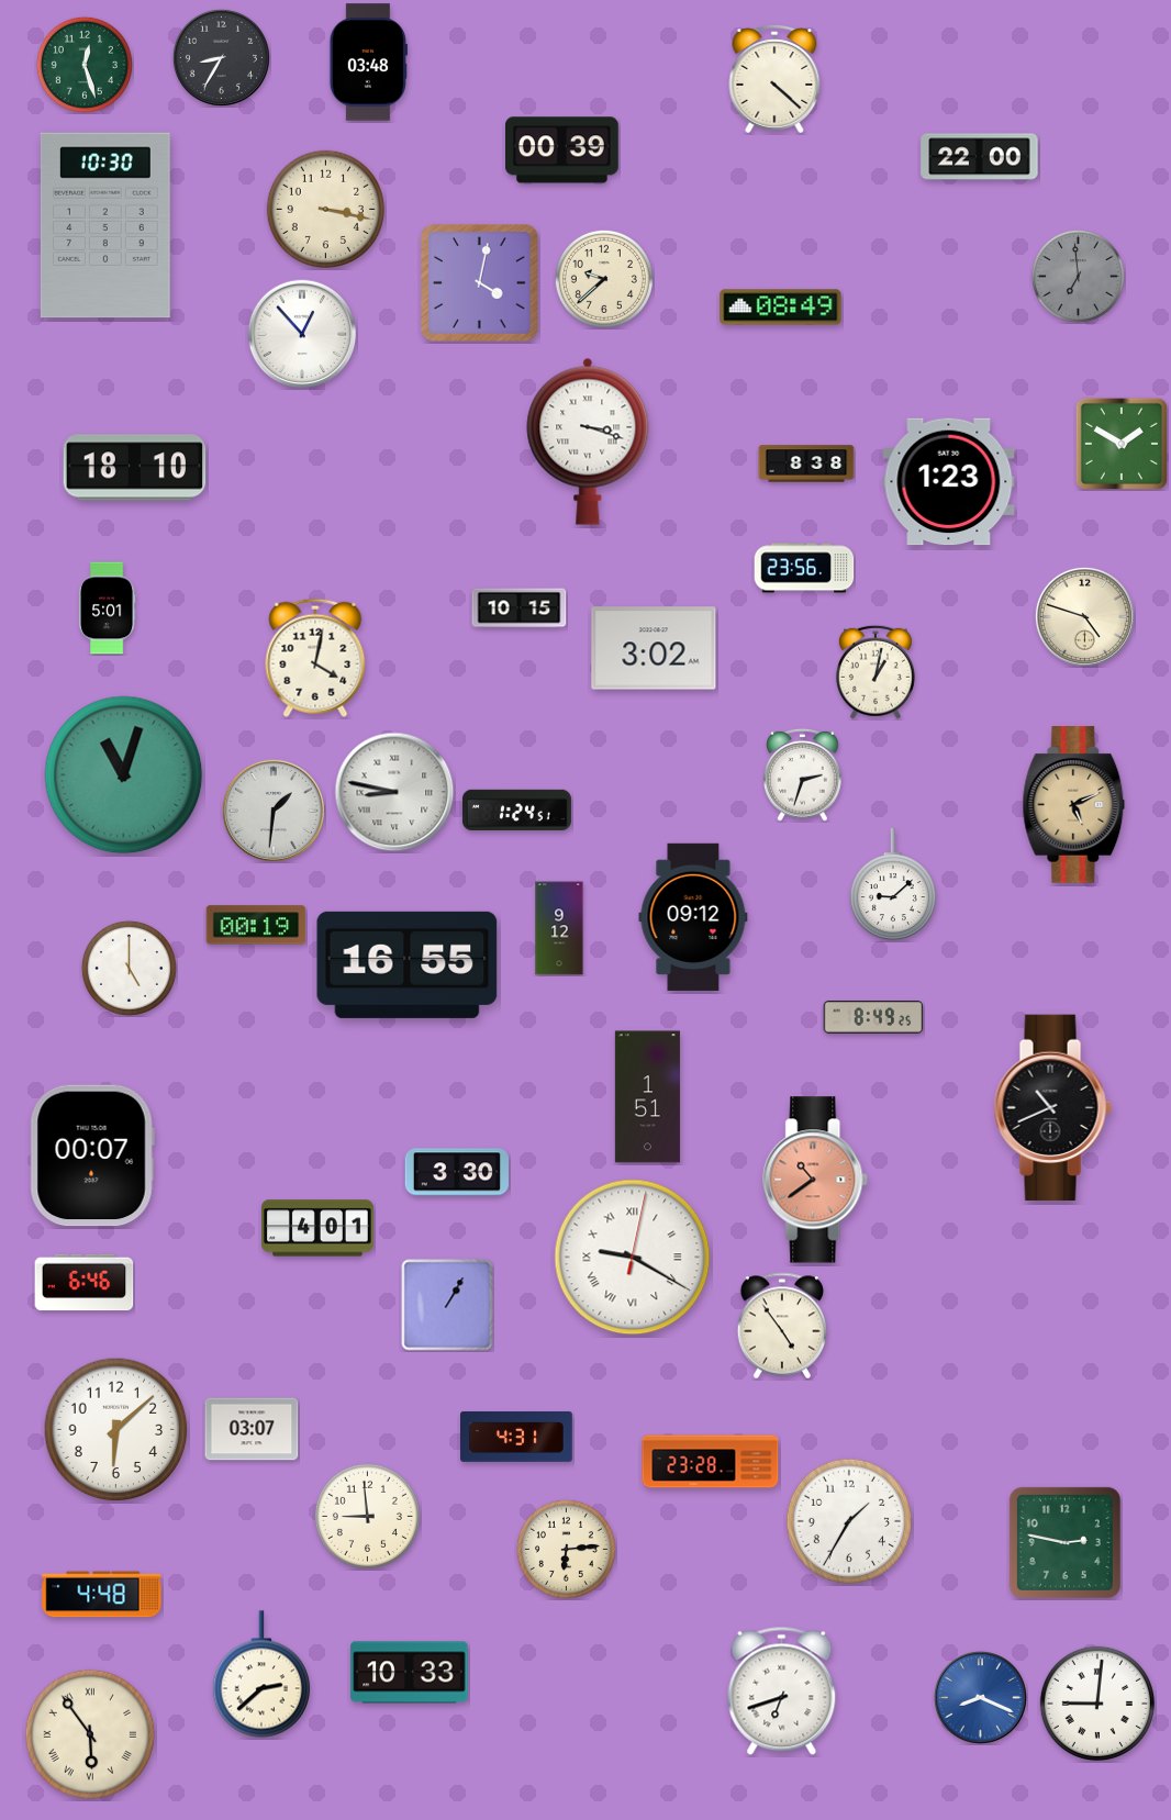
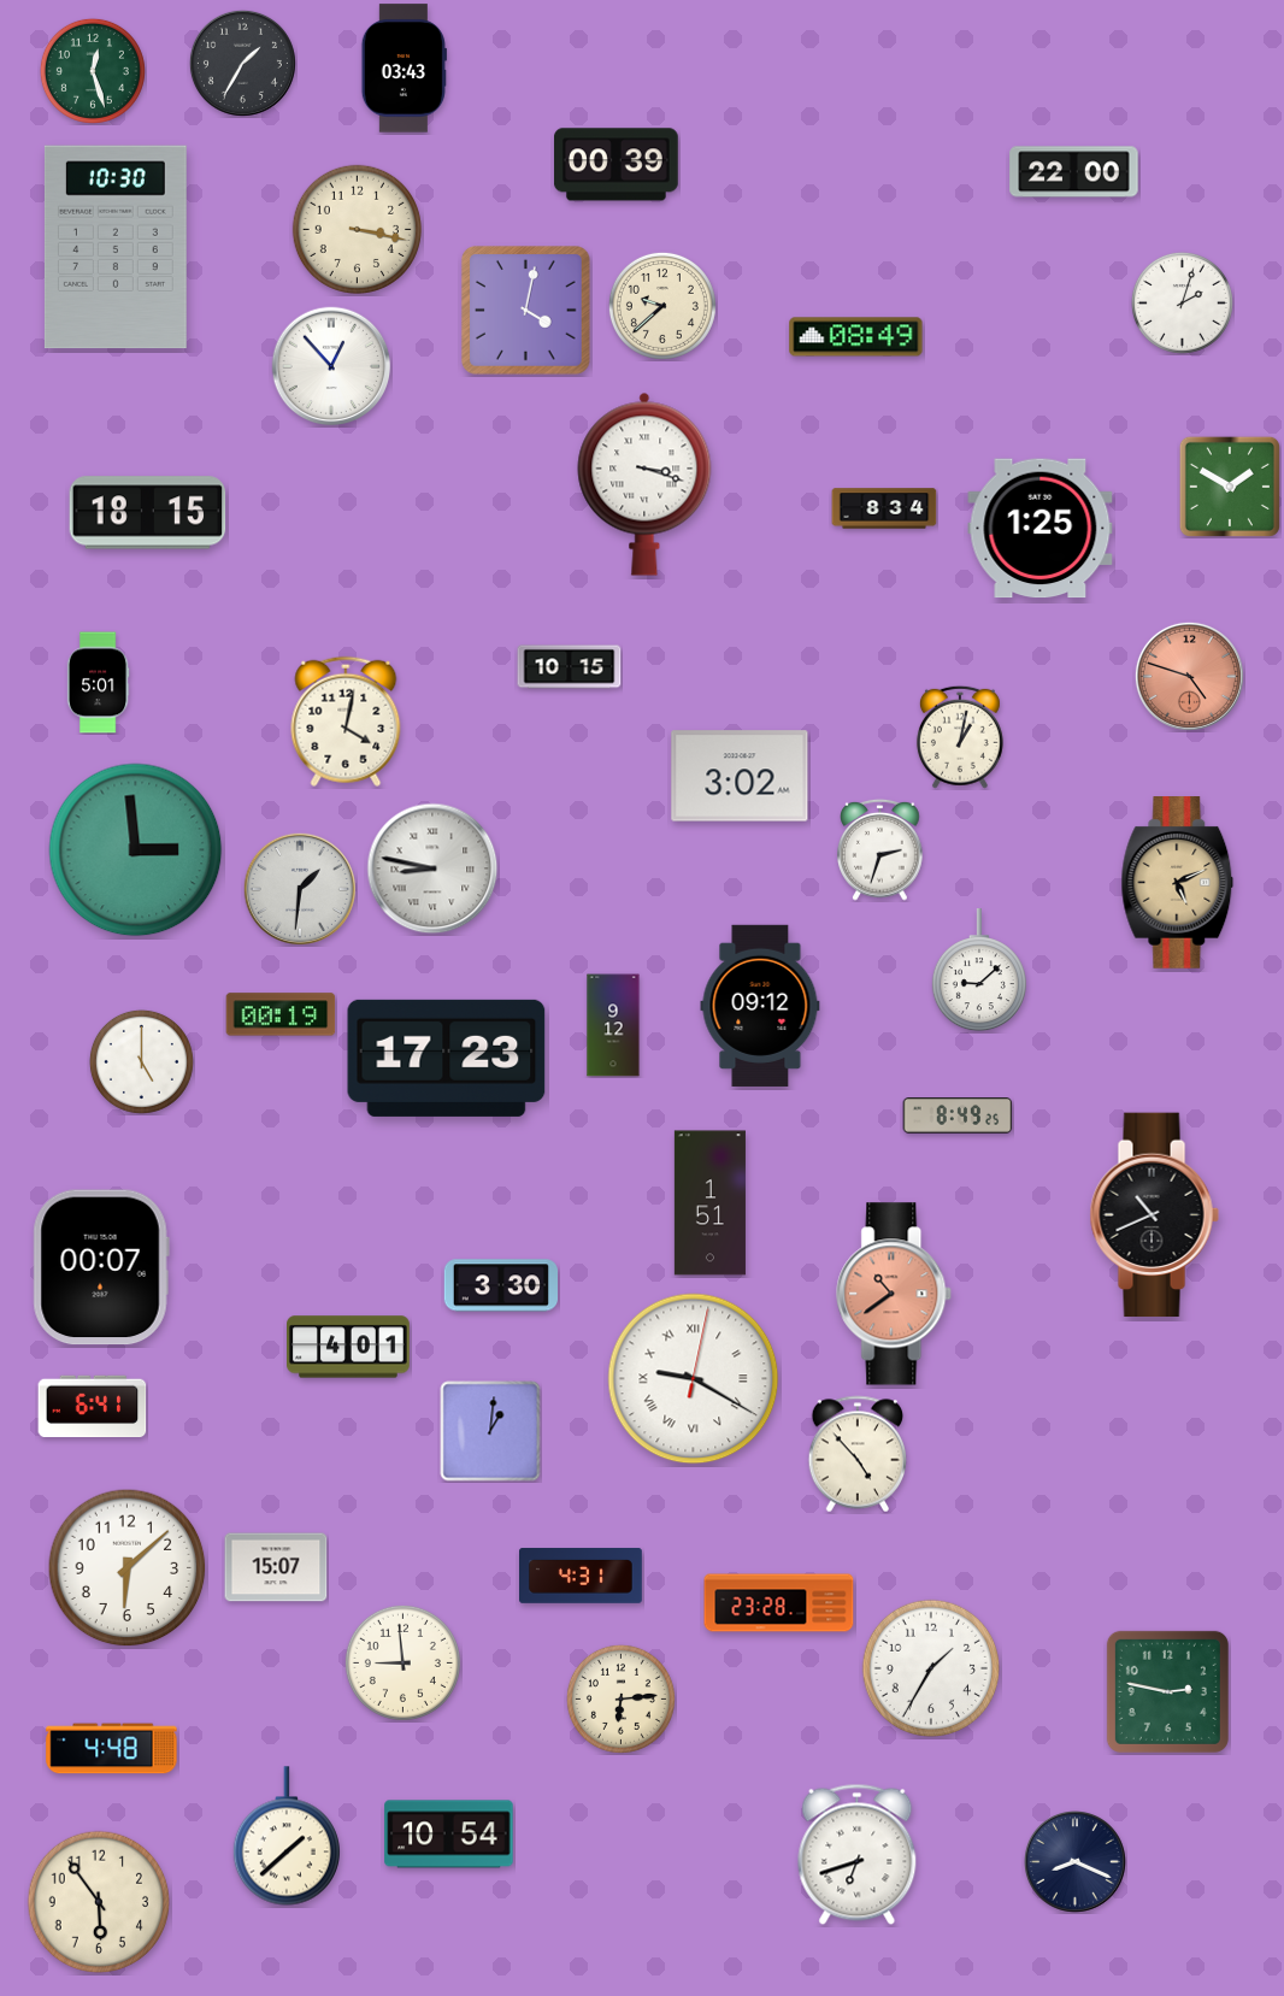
clock at (221, 57): 8:35 -> 1:35
clock at (368, 63): 03:48 -> 03:43
clock at (774, 80): 4:22 -> none
clock at (1078, 276): 6:59 -> 2:03
clock at (1078, 276) dial: grey -> white
clock at (806, 464): 8:38 -> 8:34
clock at (135, 468): 18:10 -> 18:15
clock at (949, 482): 1:23 -> 1:25
clock at (804, 568): 23:56 -> none
clock at (107, 608) position: (107, 608) -> (98, 683)
clock at (1084, 616) dial: cream -> salmon
clock at (654, 648) position: (654, 648) -> (740, 776)
clock at (124, 775): 11:03 -> 2:59
clock at (516, 809): 1:24 -> none
clock at (559, 928) position: (559, 928) -> (613, 1025)
clock at (408, 964): 16:55 -> 17:23
clock at (85, 1283): 6:46 -> 6:41
clock at (447, 1305): 1:05 -> 1:01
clock at (782, 1326): 4:54 -> 4:53
clock at (252, 1429): 03:07 -> 15:07
clock at (517, 1438) position: (517, 1438) -> (582, 1577)
clock at (410, 1673): 10:33 -> 10:54
clock at (260, 1674): 2:38 -> 1:38
clock at (981, 1698) dial: blue -> navy
clock at (1097, 1704): 9:01 -> none
clock at (90, 1734) numerals: Roman -> Arabic
